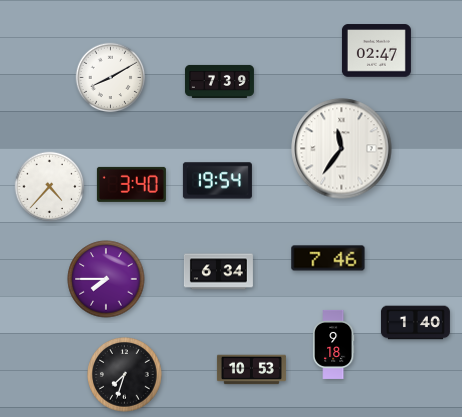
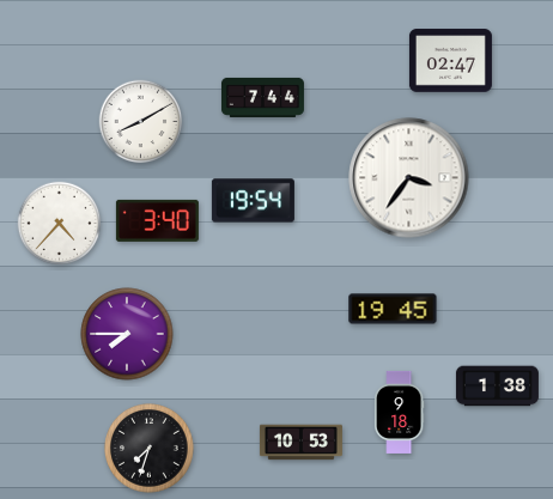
clock at (111, 78) position: (111, 78) -> (141, 122)
clock at (219, 81): 7:39 -> 7:44
clock at (342, 149): 11:36 -> 3:36
clock at (217, 181) position: (217, 181) -> (253, 201)
clock at (328, 258): 7:46 -> 19:45
clock at (218, 272): 6:34 -> none
clock at (415, 323): 1:40 -> 1:38
